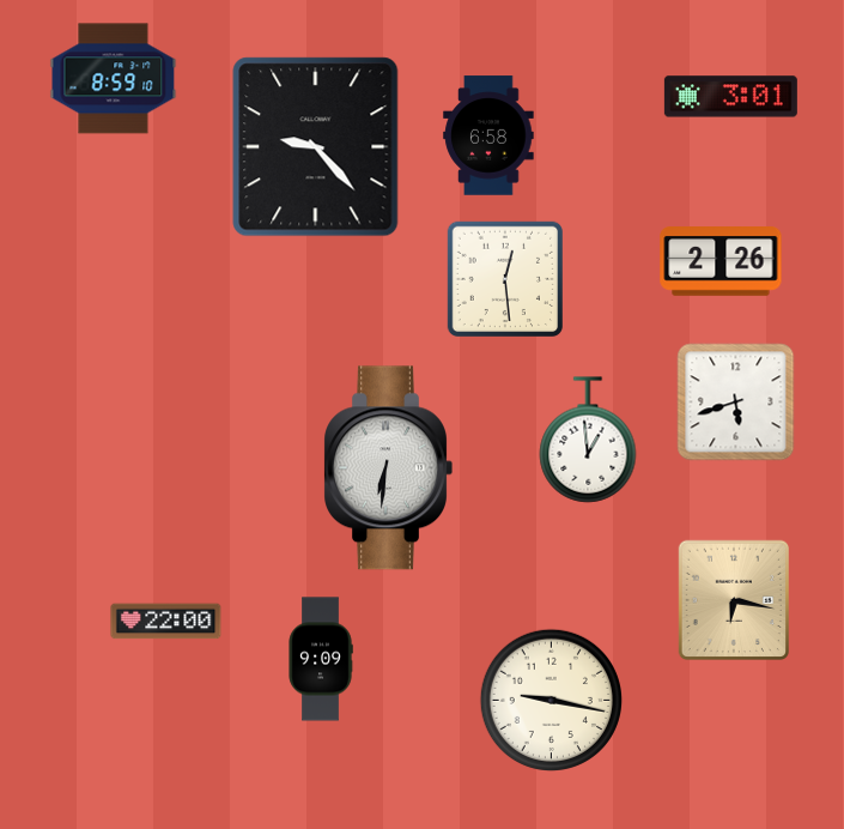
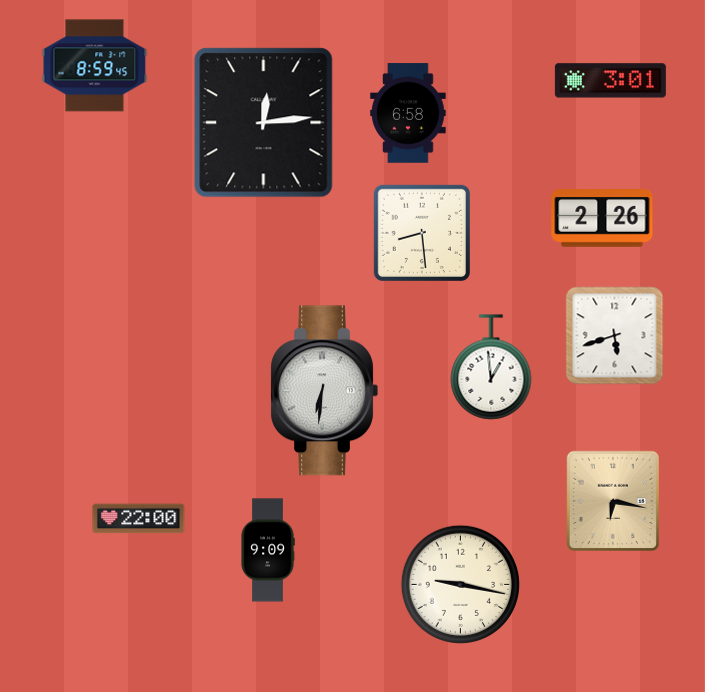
clock at (114, 79): 8:59:10 -> 8:59:45
clock at (316, 147): 9:23 -> 12:14
clock at (505, 279): 12:29 -> 8:29
